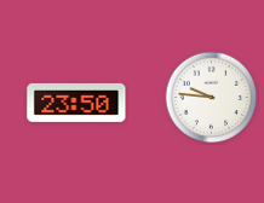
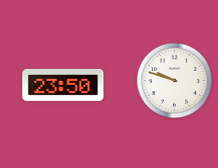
clock at (212, 98): 9:46 -> 9:48
